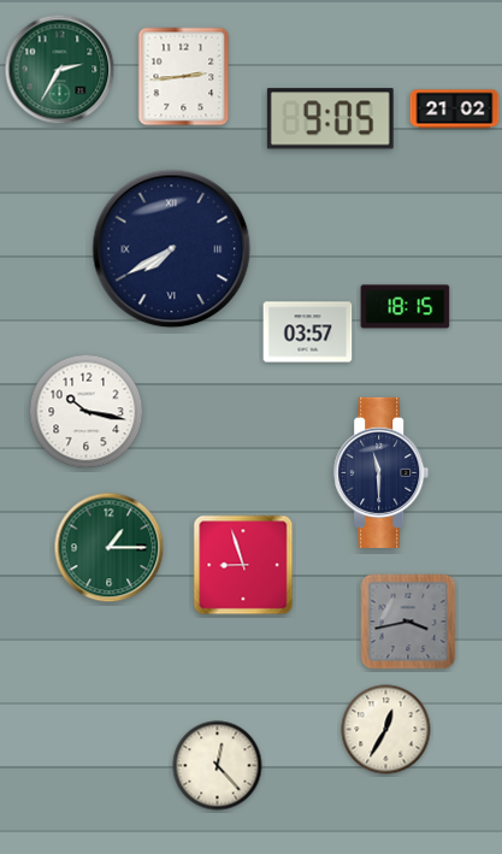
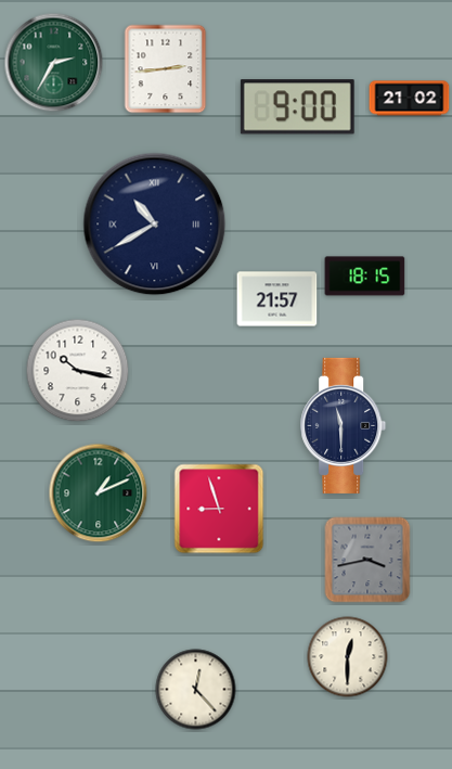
clock at (330, 119): 9:05 -> 9:00
clock at (172, 249): 7:40 -> 10:40
clock at (308, 332): 03:57 -> 21:57
clock at (110, 548): 1:15 -> 1:11
clock at (386, 730): 12:35 -> 12:30
